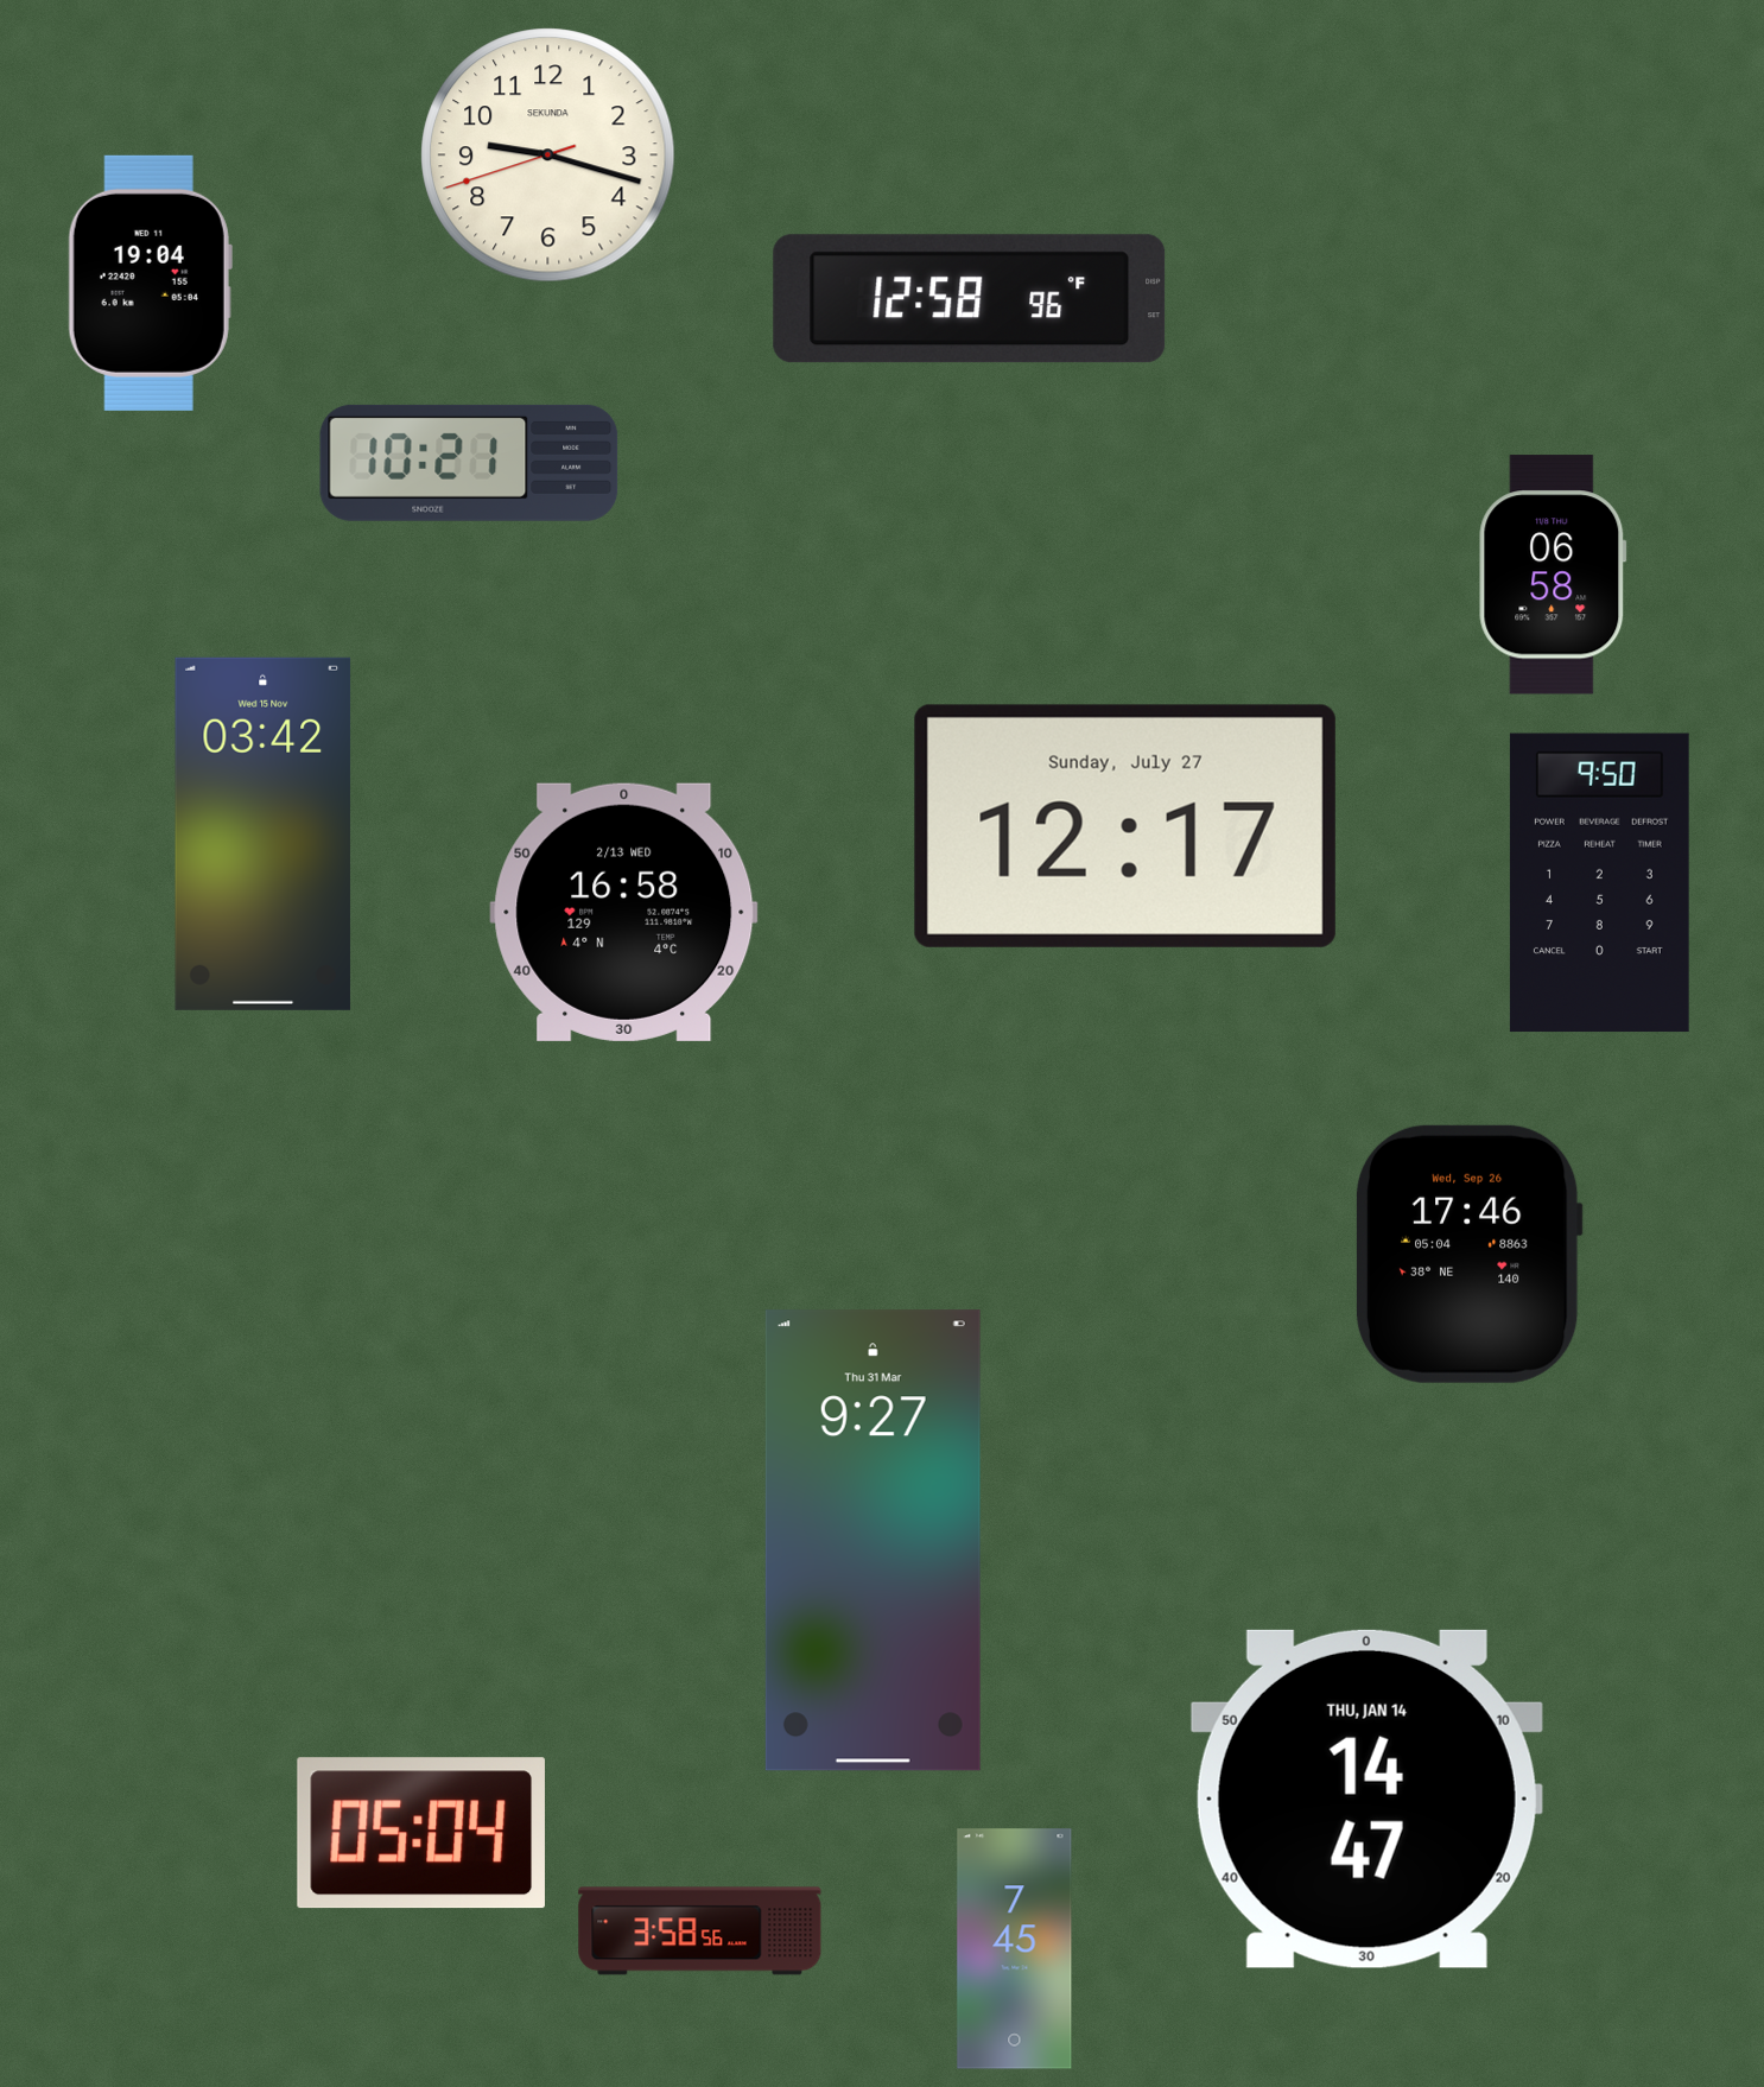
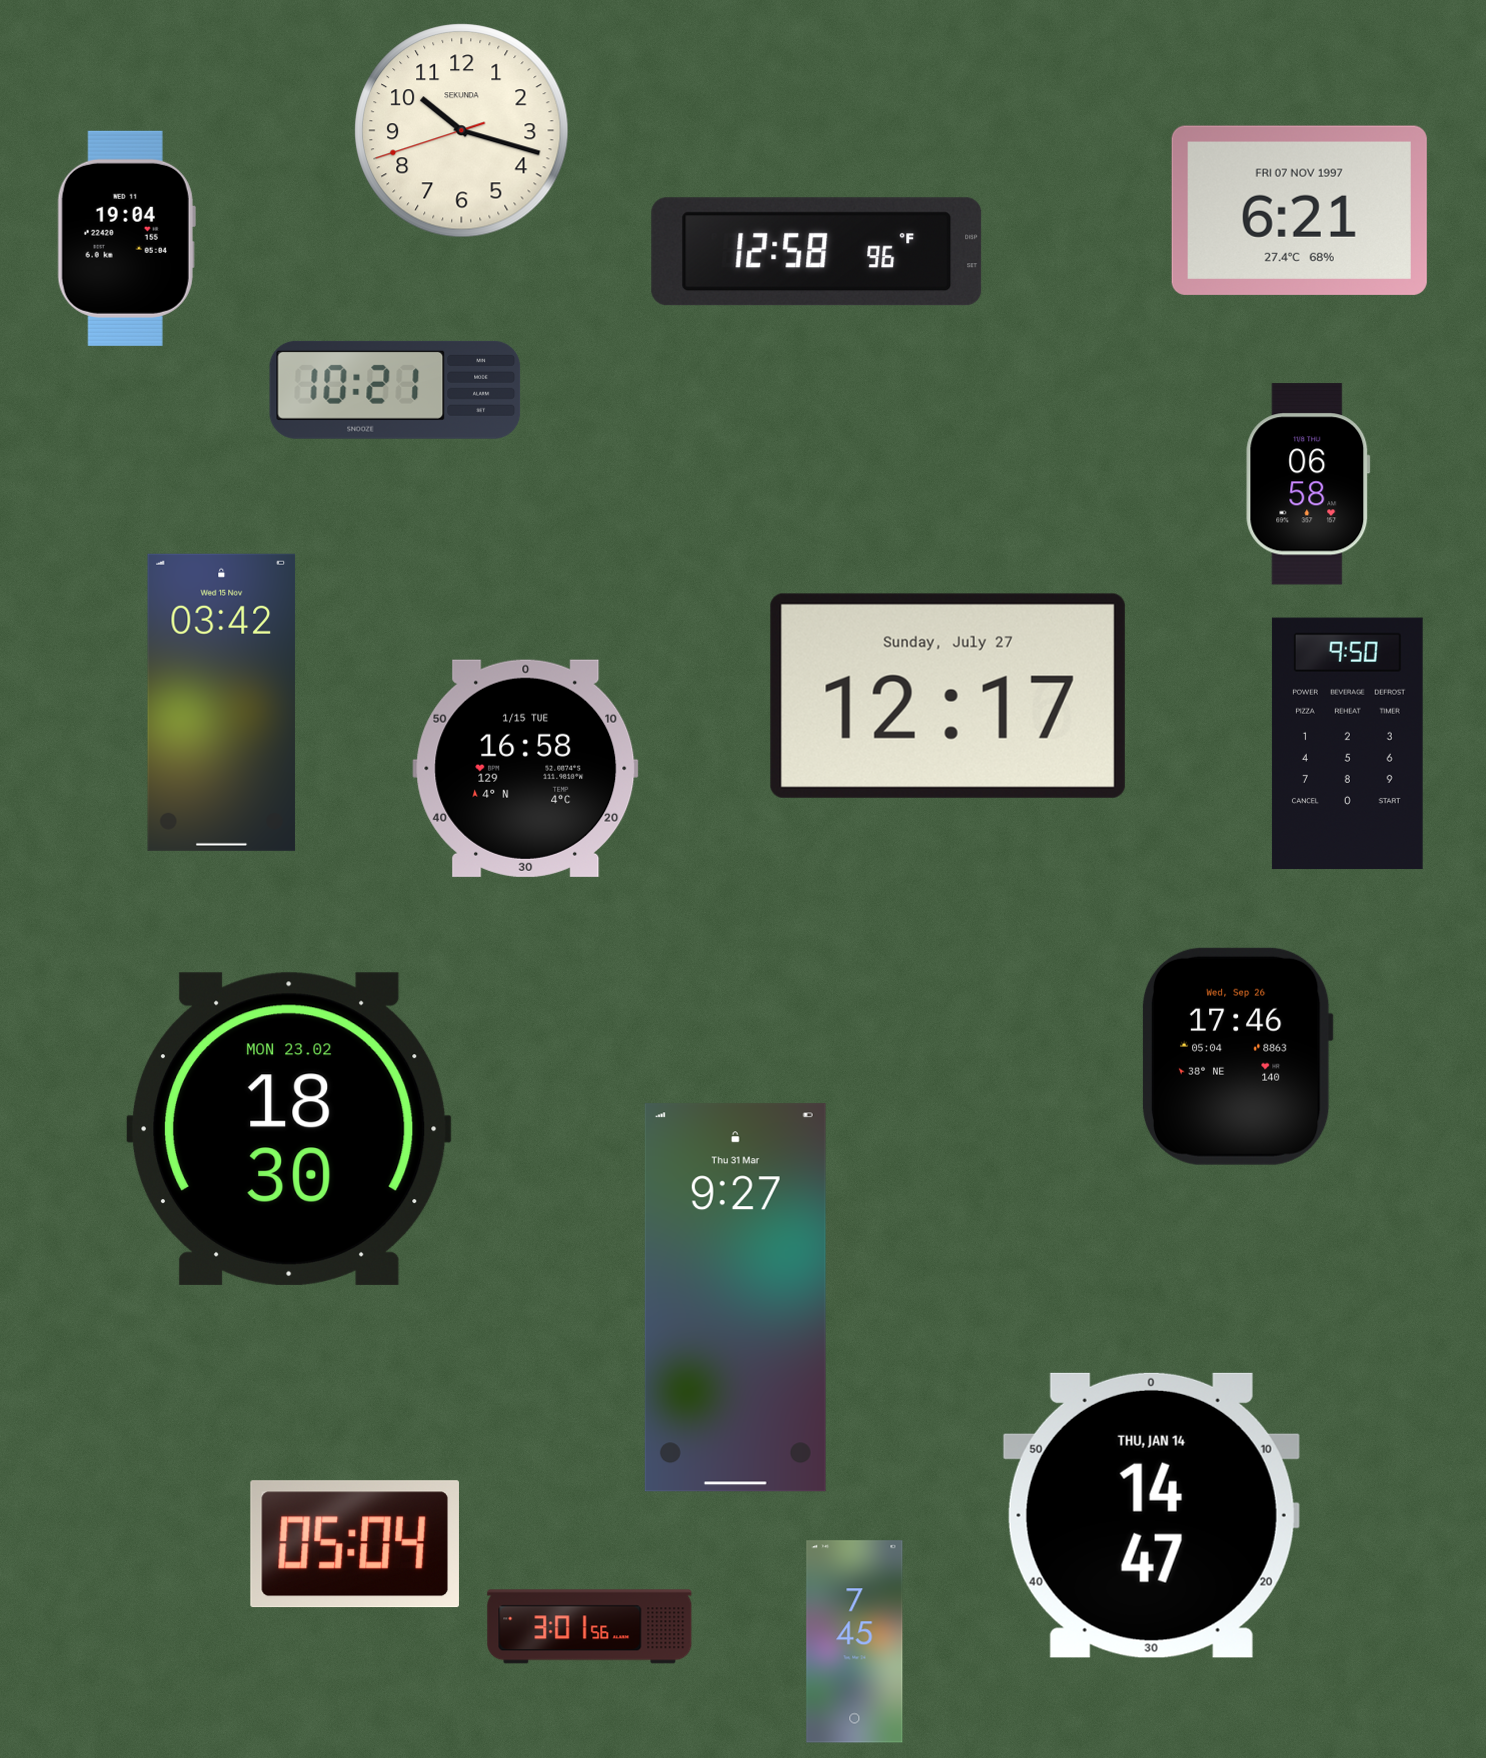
clock at (548, 156): 9:17 -> 10:17
clock at (1299, 210): none -> 6:21
clock at (624, 912) date: 2/13 WED -> 1/15 TUE
clock at (289, 1129): none -> 18:30
clock at (700, 1931): 3:58 -> 3:01
